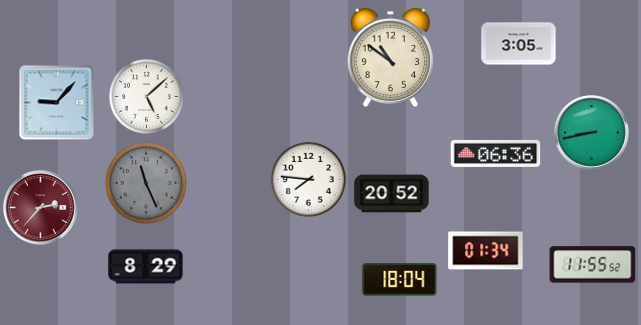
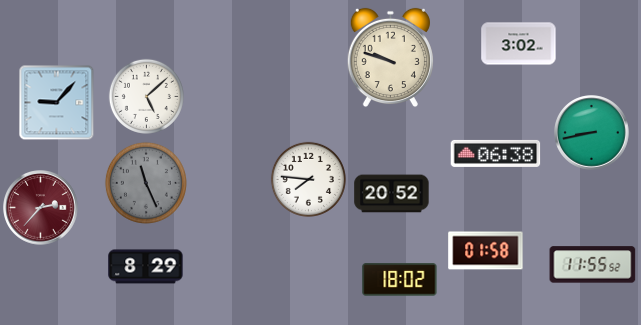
clock at (519, 44): 3:05 -> 3:02
clock at (390, 58): 10:51 -> 9:48
clock at (496, 153): 06:36 -> 06:38
clock at (486, 251): 01:34 -> 01:58
clock at (400, 280): 18:04 -> 18:02
